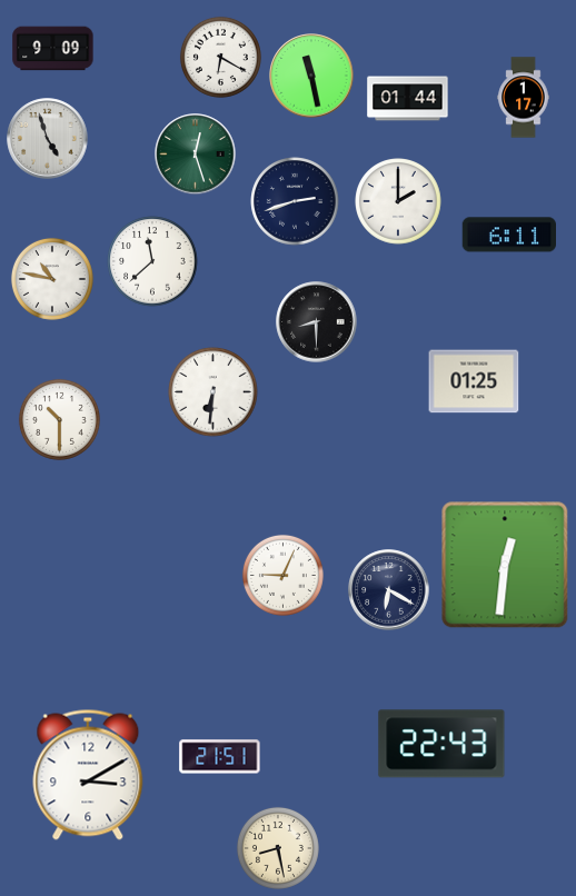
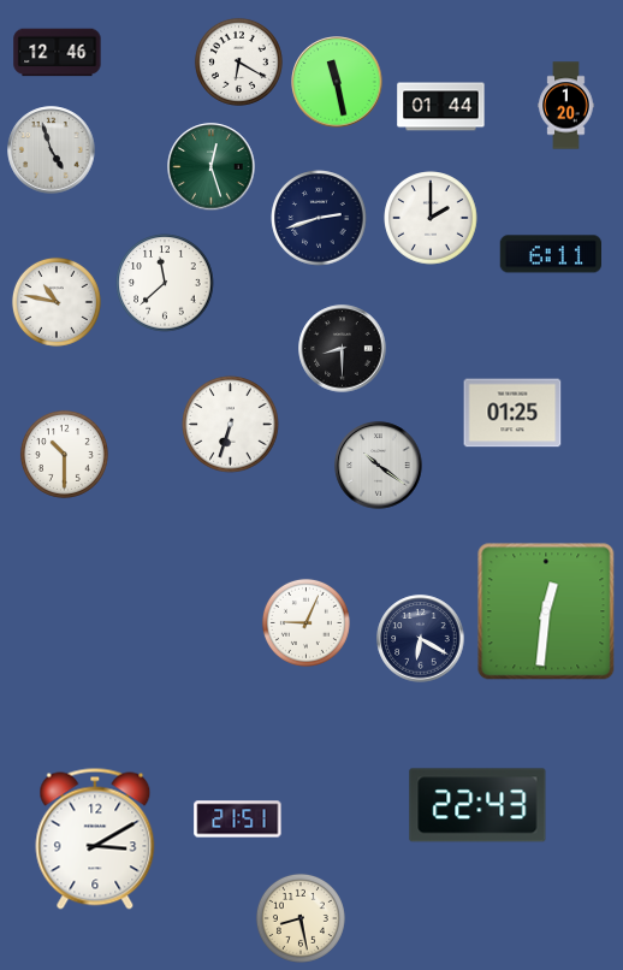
clock at (53, 49): 9:09 -> 12:46
clock at (524, 98): 1:17 -> 1:20
clock at (213, 392): 6:31 -> 6:33
clock at (379, 466): none -> 10:21
